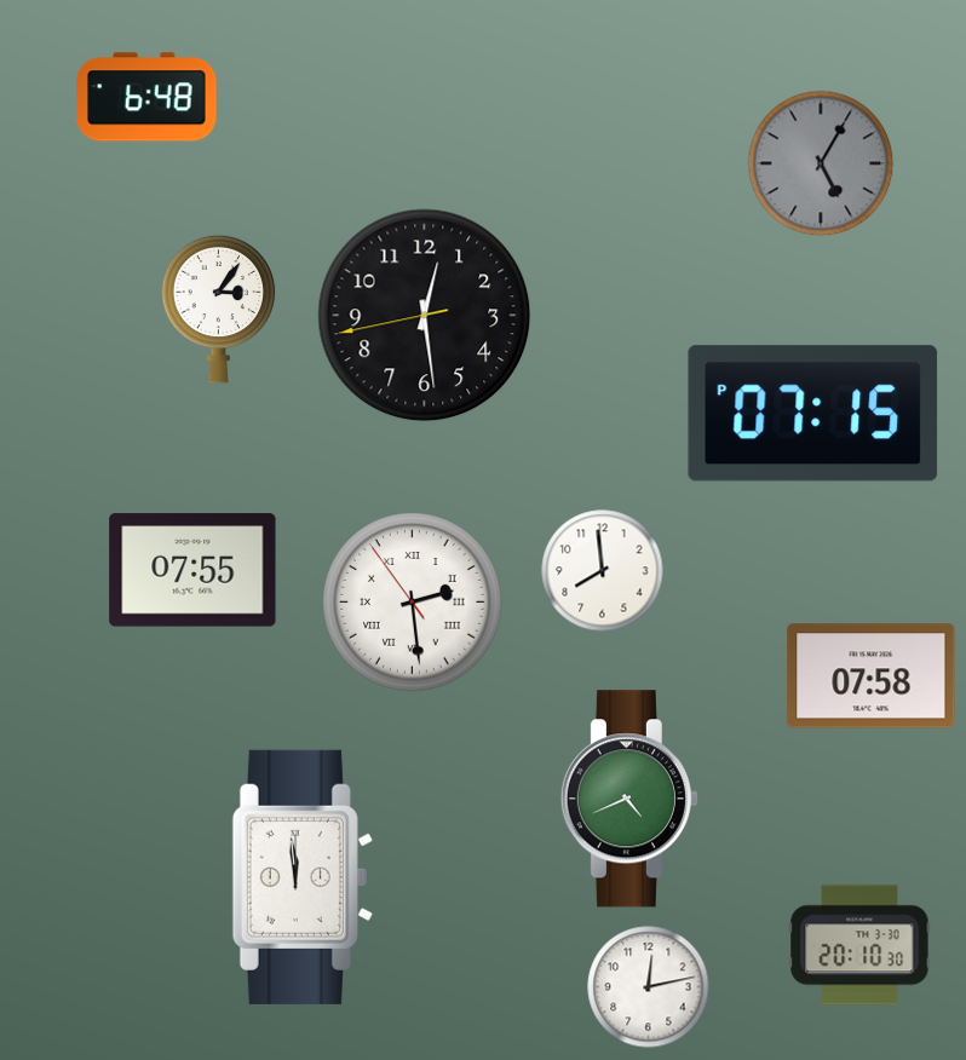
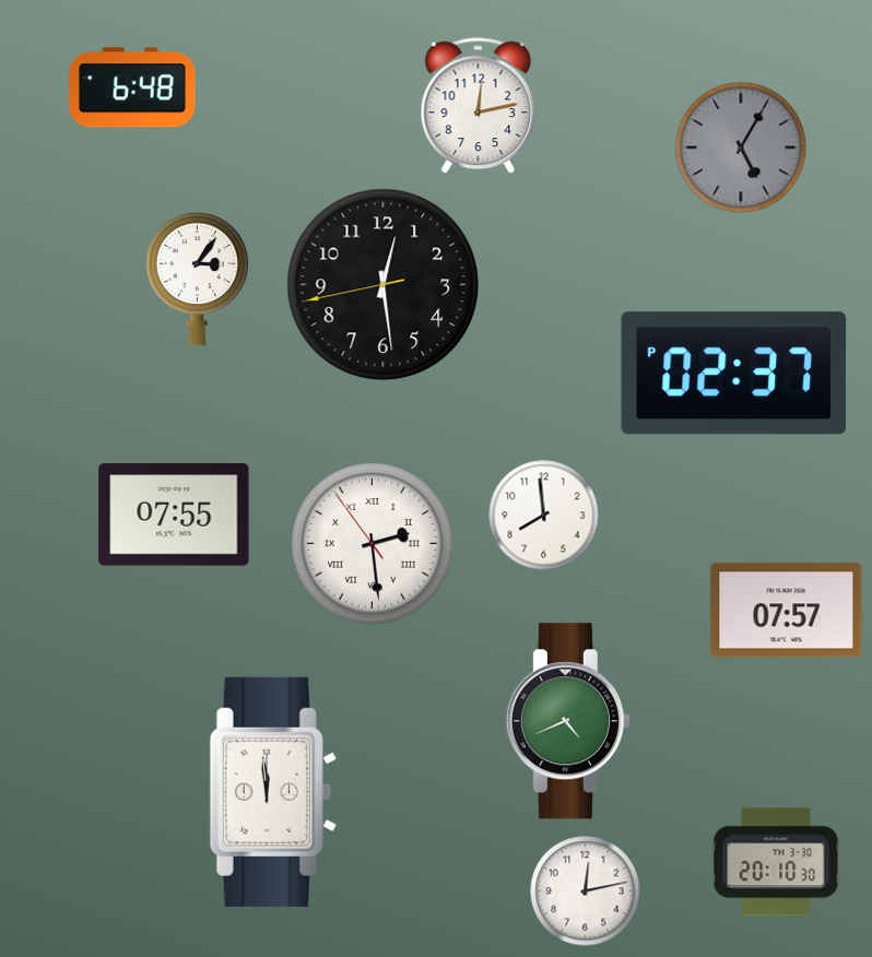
clock at (479, 106): none -> 12:13
clock at (813, 414): 07:15 -> 02:37
clock at (872, 676): 07:58 -> 07:57
clock at (859, 945) position: (859, 945) -> (776, 862)
